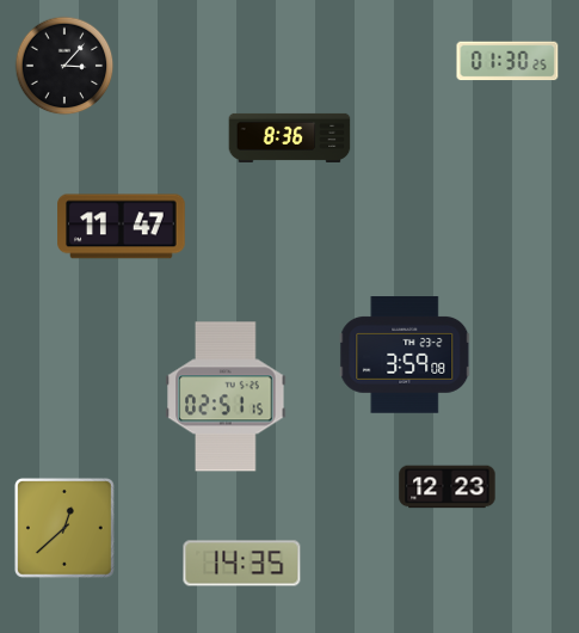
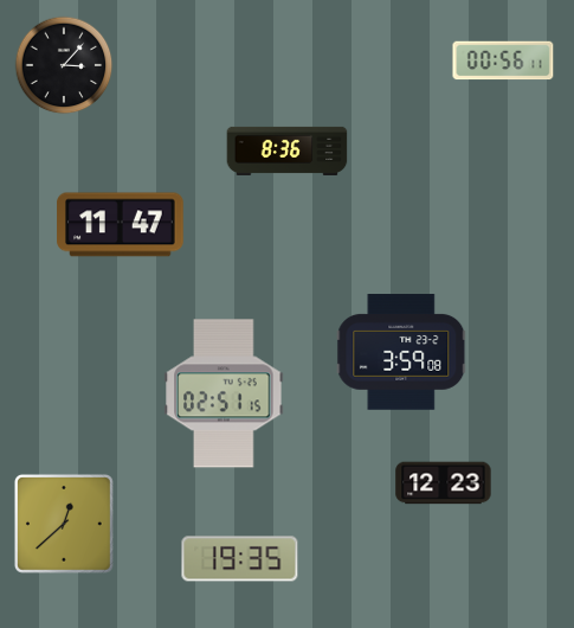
clock at (507, 61): 01:30 -> 00:56
clock at (290, 137) position: (290, 137) -> (288, 150)
clock at (242, 564): 14:35 -> 19:35
